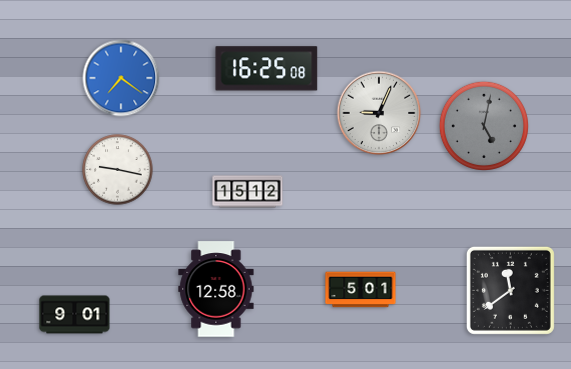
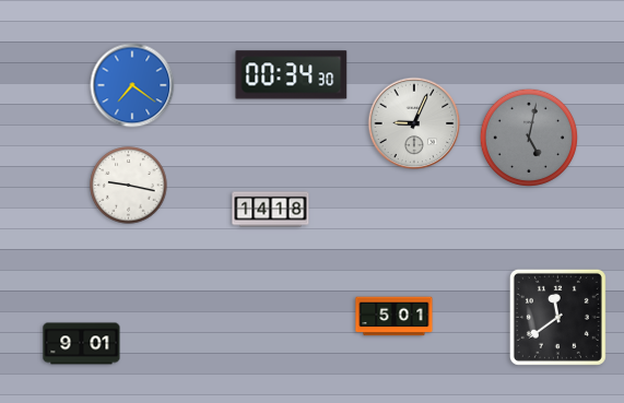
clock at (267, 69): 16:25 -> 00:34
clock at (248, 192): 15:12 -> 14:18
clock at (216, 289): 12:58 -> none
